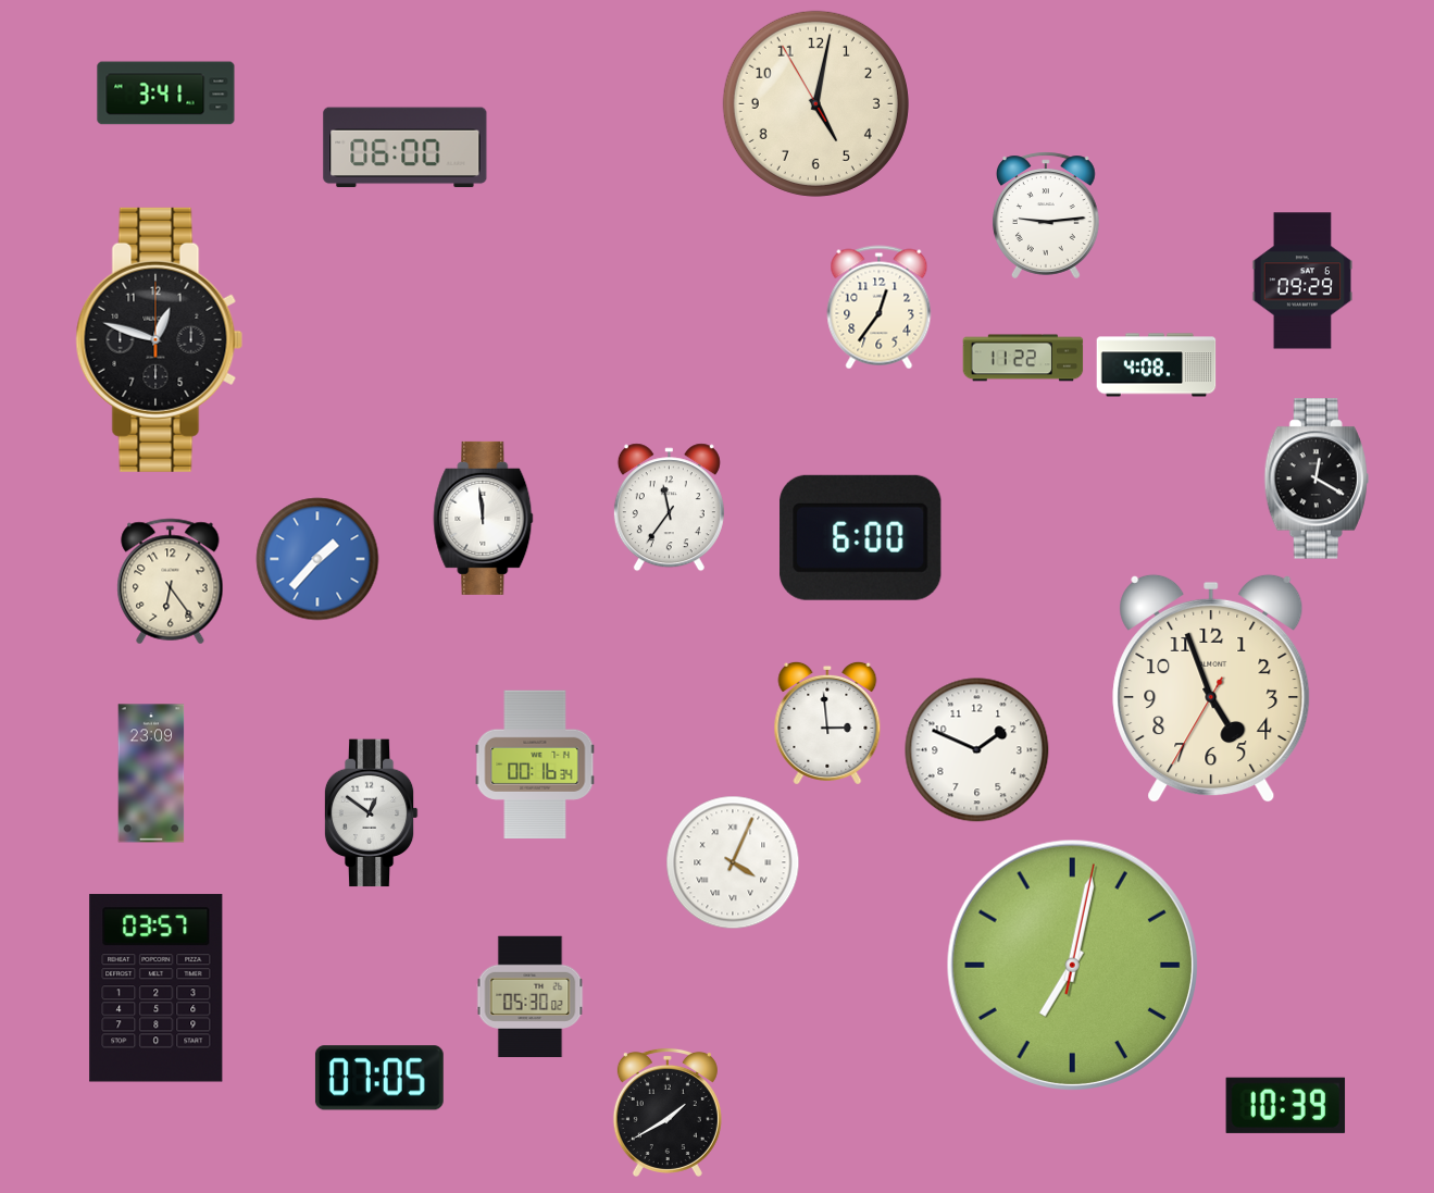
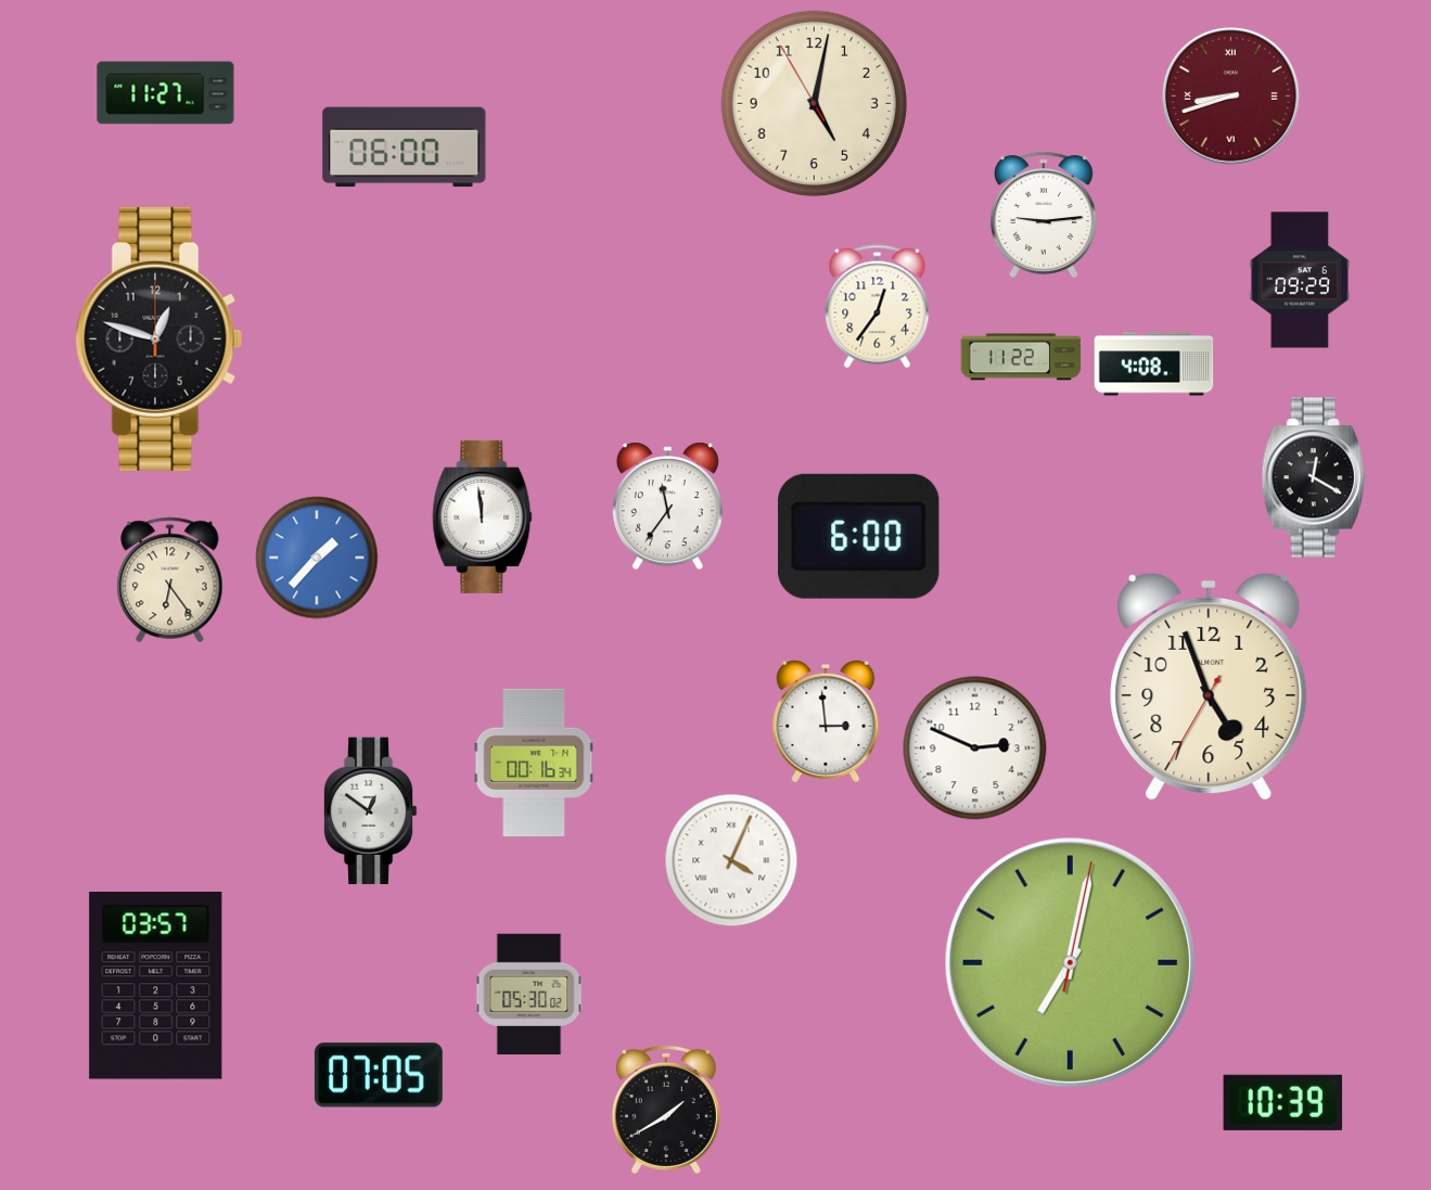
clock at (166, 94): 3:41 -> 11:27
clock at (1230, 95): none -> 8:42
clock at (977, 750): 1:49 -> 2:49
clock at (151, 773): 23:09 -> none
